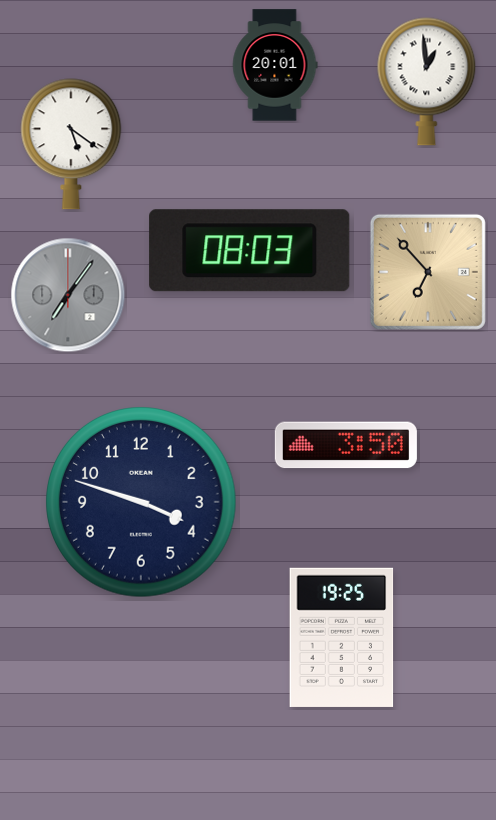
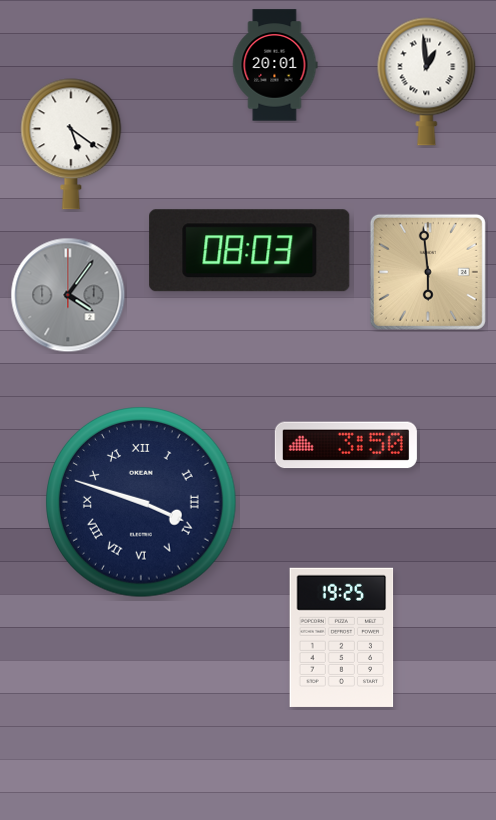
clock at (428, 272): 6:53 -> 5:59
clock at (68, 295): 7:06 -> 4:06
clock at (141, 502) numerals: Arabic -> Roman
